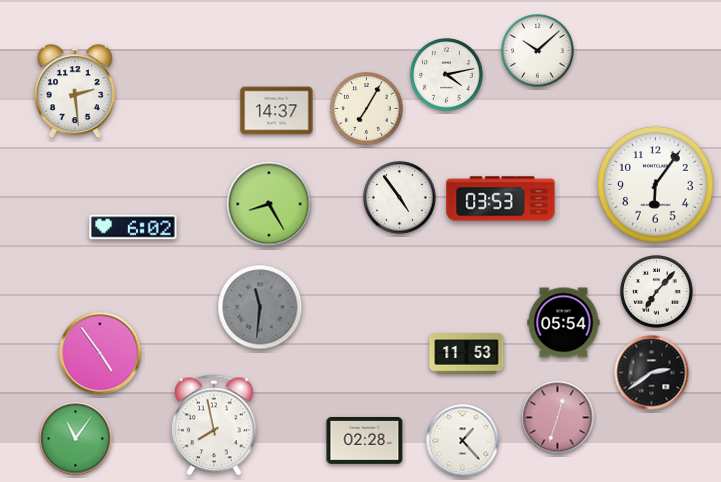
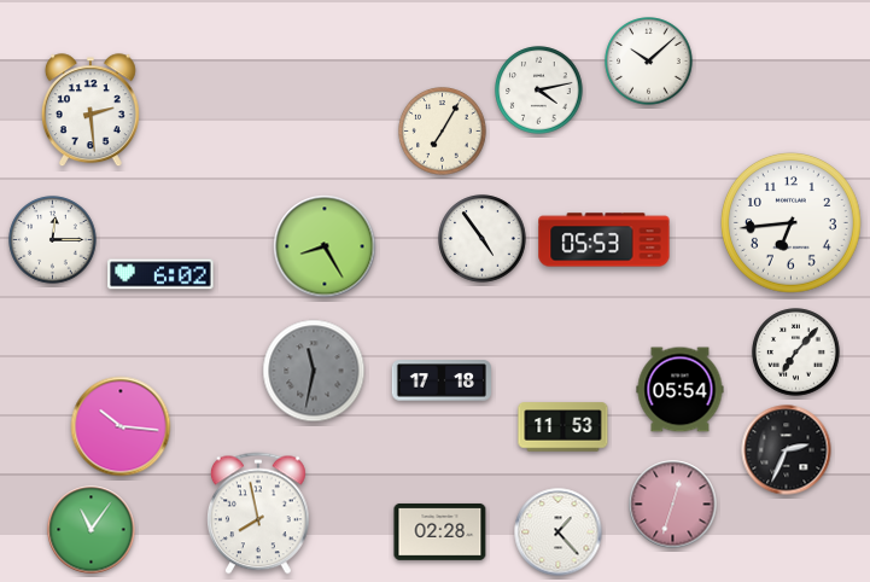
clock at (277, 111): 14:37 -> none
clock at (655, 184): 6:06 -> 6:44
clock at (53, 240): none -> 12:15
clock at (501, 199): 03:53 -> 05:53
clock at (657, 292) position: (657, 292) -> (796, 353)
clock at (260, 307): 11:31 -> 11:32
clock at (440, 380): none -> 17:18
clock at (100, 353): 4:54 -> 10:16
clock at (652, 373): 2:39 -> 2:34
